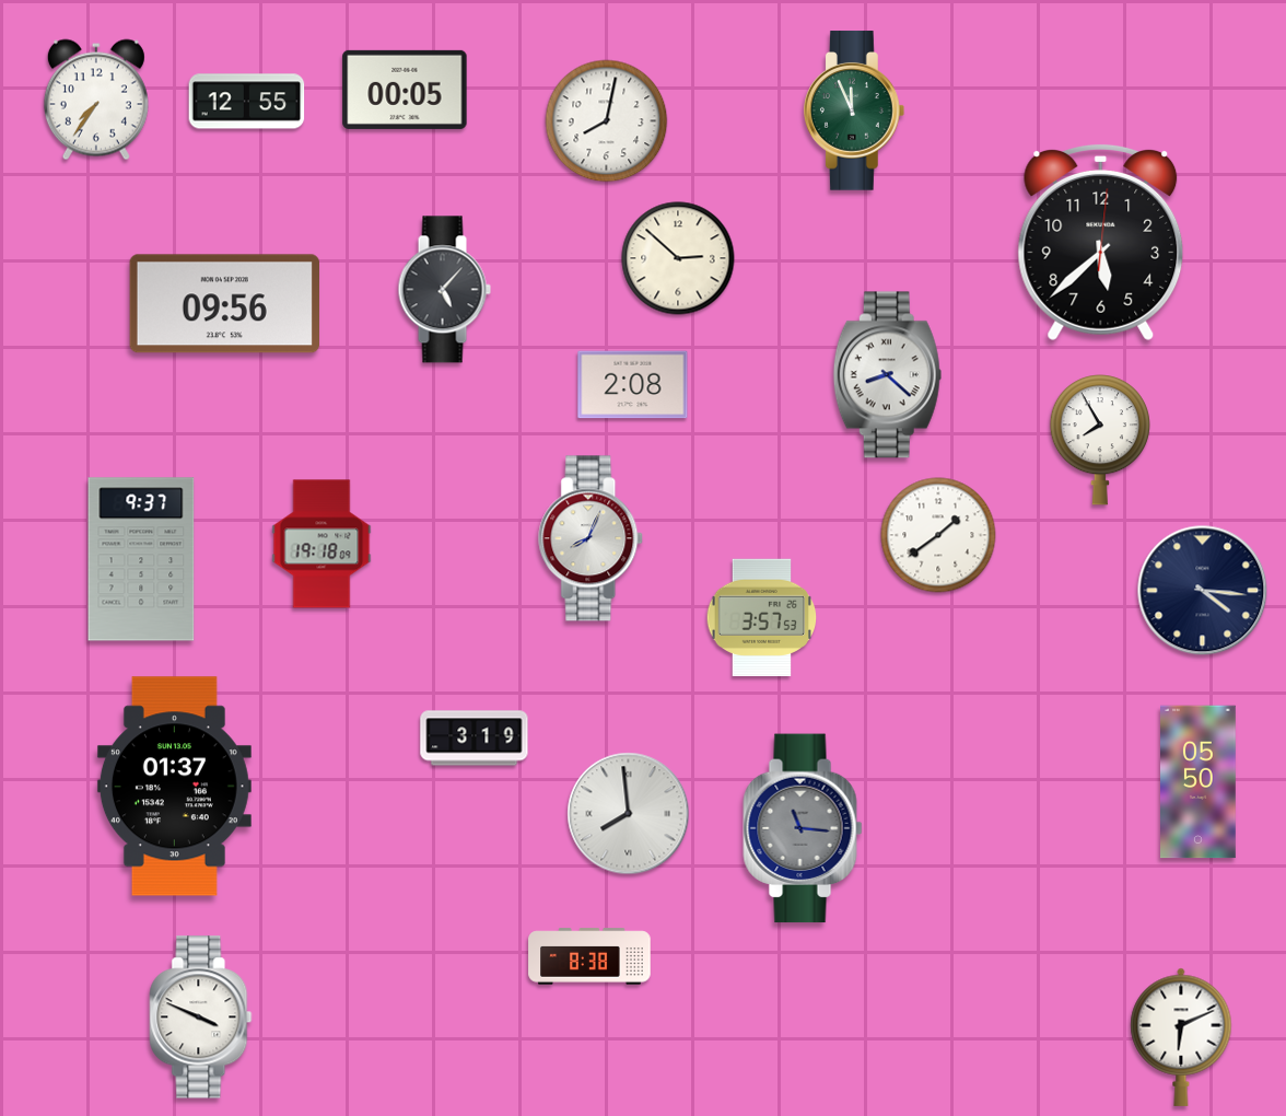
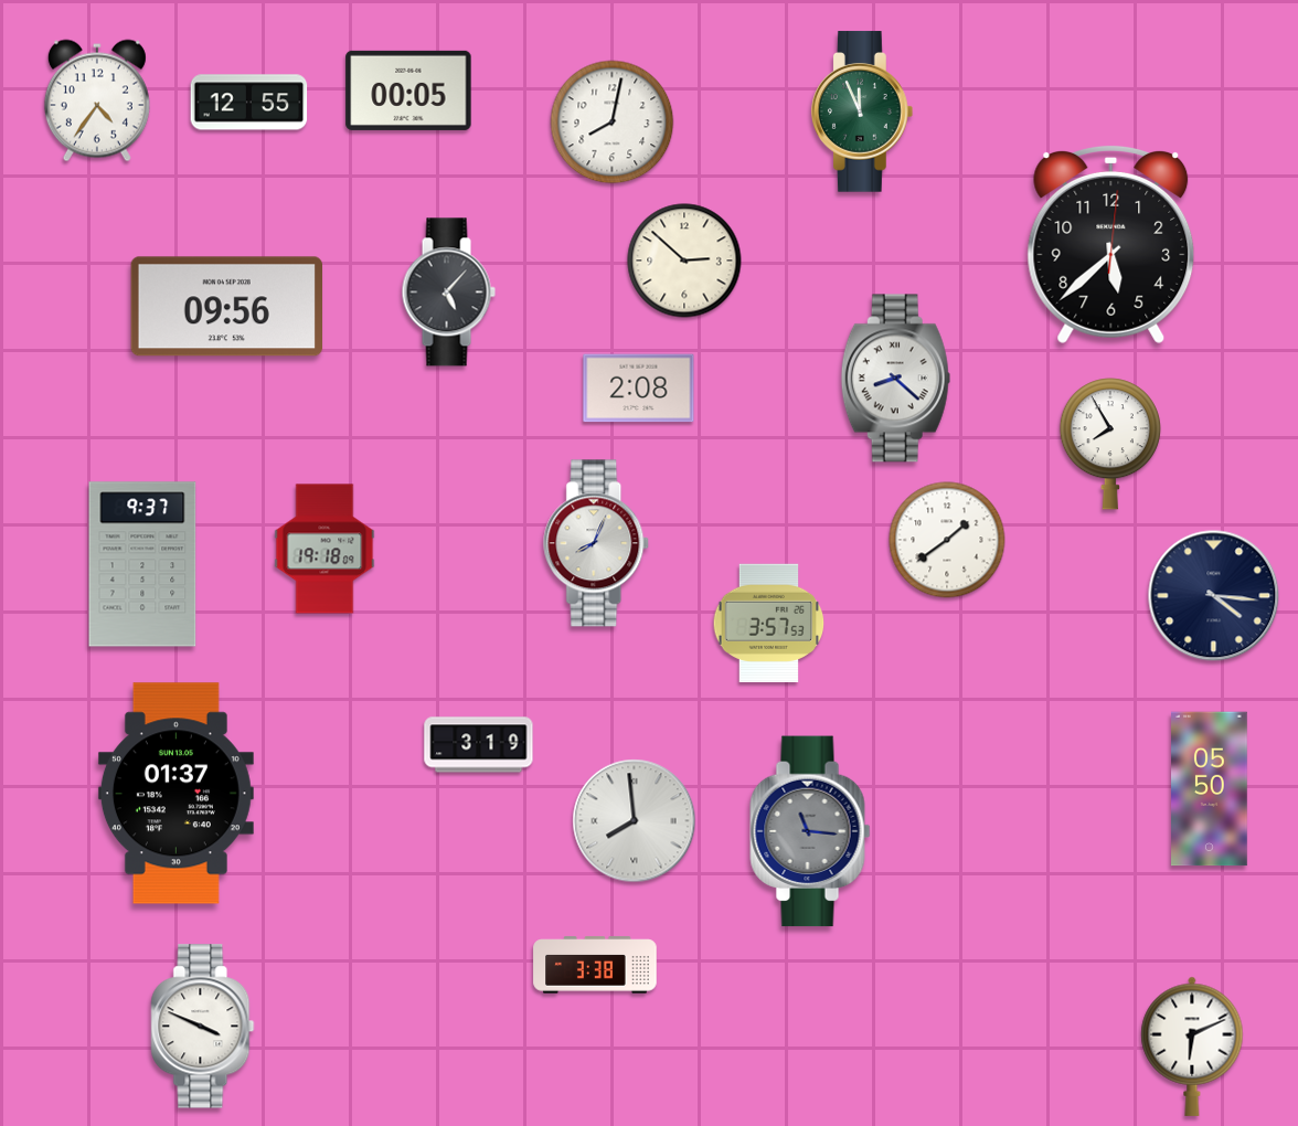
clock at (96, 100): 7:36 -> 4:36
clock at (803, 828) position: (803, 828) -> (810, 831)
clock at (589, 956): 8:38 -> 3:38
